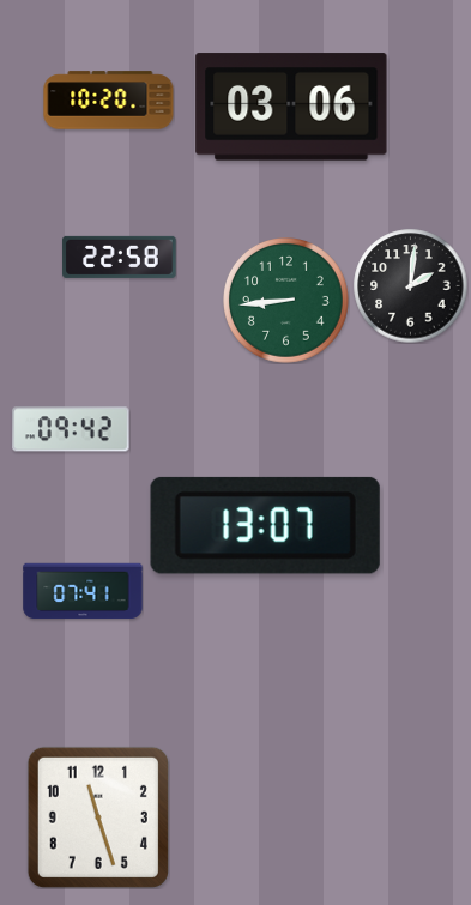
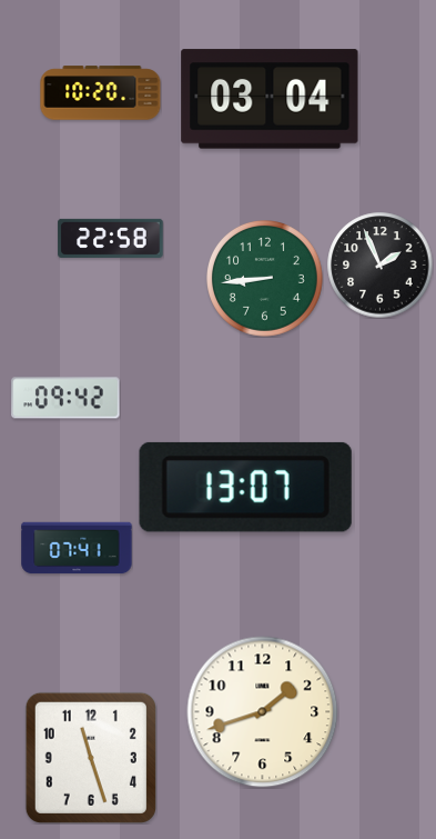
clock at (291, 107): 03:06 -> 03:04
clock at (410, 285): 2:01 -> 1:56
clock at (263, 712): none -> 1:42
